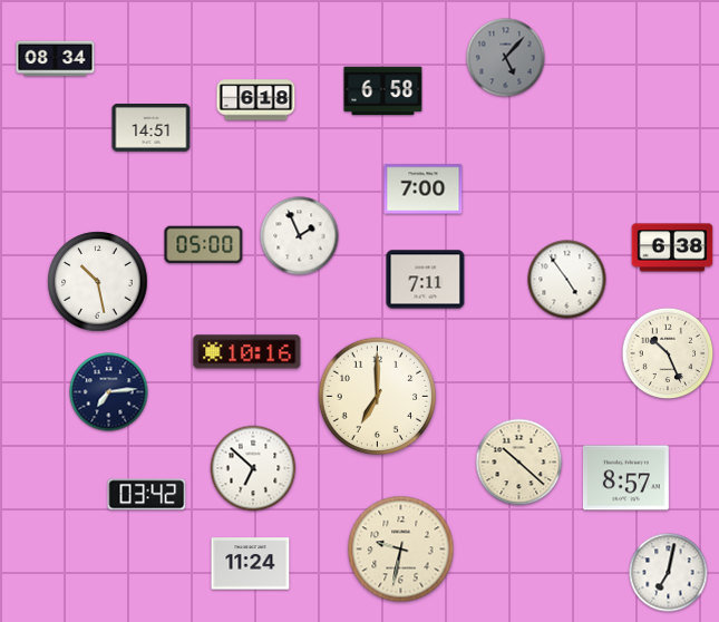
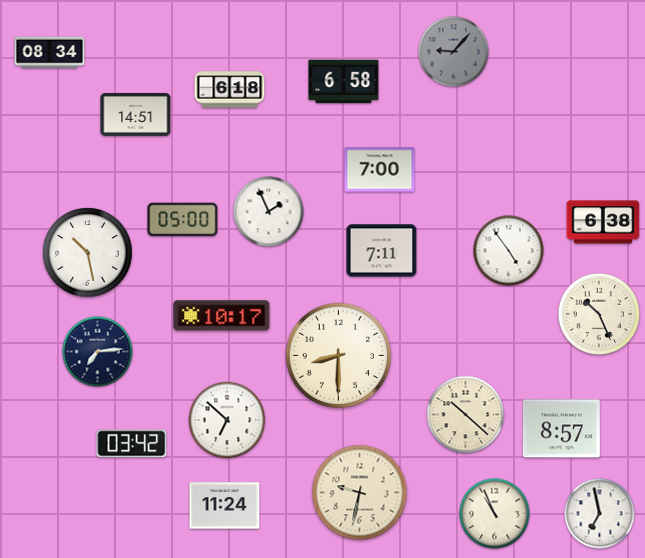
clock at (506, 58): 5:07 -> 9:07
clock at (247, 352): 10:16 -> 10:17
clock at (668, 353) position: (668, 353) -> (599, 314)
clock at (378, 397): 7:00 -> 8:30
clock at (495, 514): none -> 10:56
clock at (669, 573): 7:02 -> 6:58
